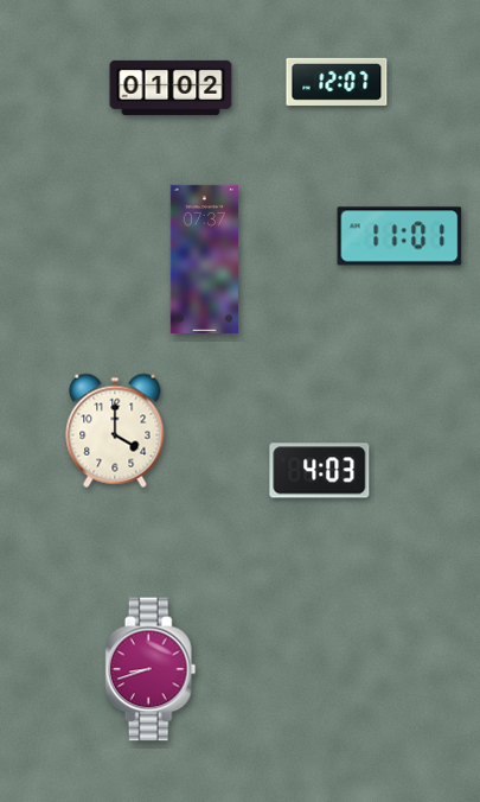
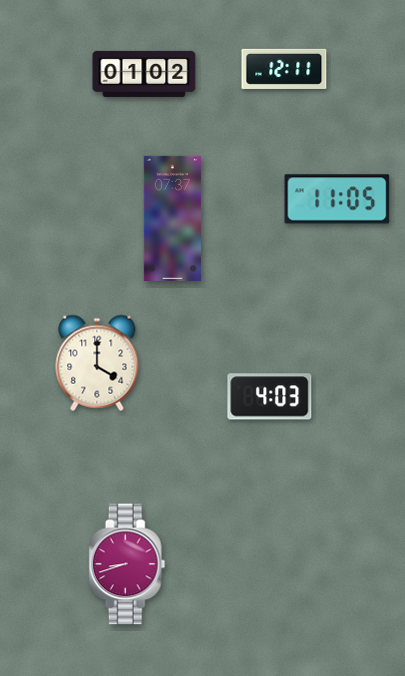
clock at (337, 82): 12:07 -> 12:11
clock at (399, 236): 11:01 -> 11:05
